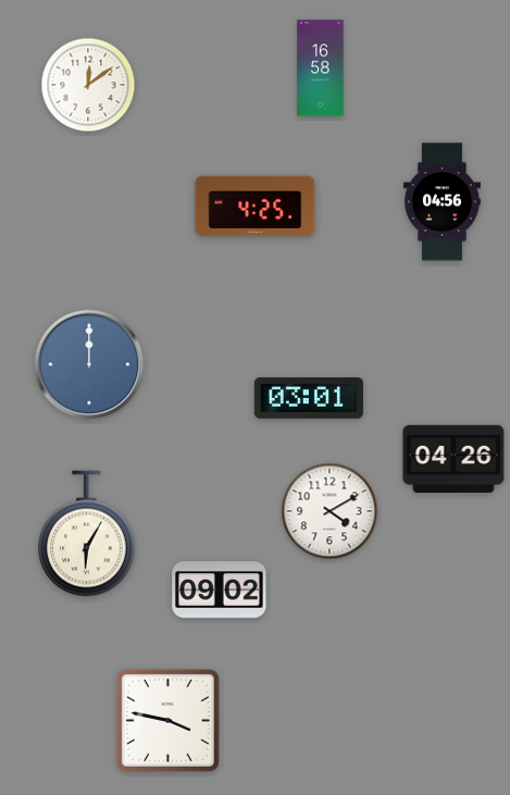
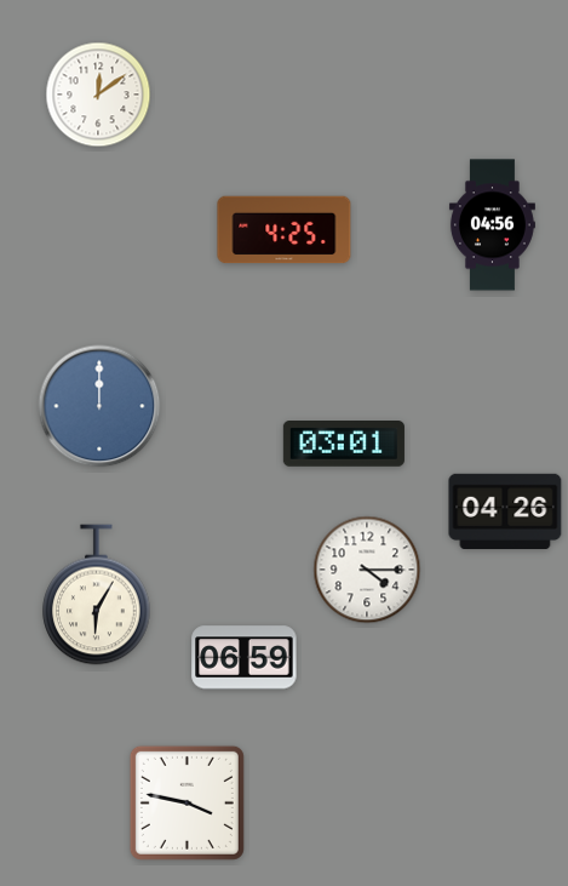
clock at (321, 69): 16:58 -> none
clock at (329, 511): 4:10 -> 4:15
clock at (220, 591): 09:02 -> 06:59
